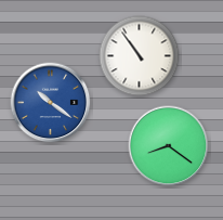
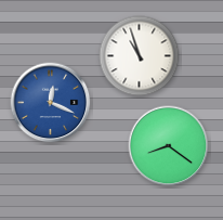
clock at (140, 56): 10:54 -> 10:57
clock at (51, 103): 10:21 -> 12:19
